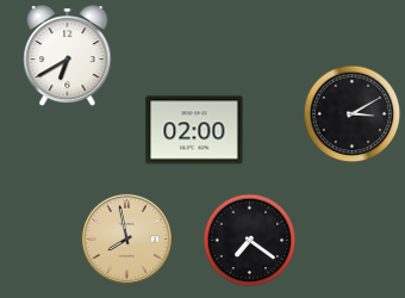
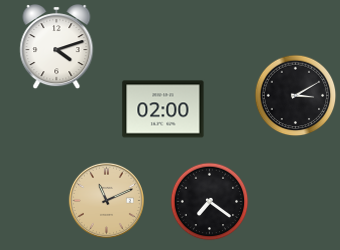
clock at (68, 57): 6:40 -> 4:12
clock at (126, 238): 7:58 -> 11:11
